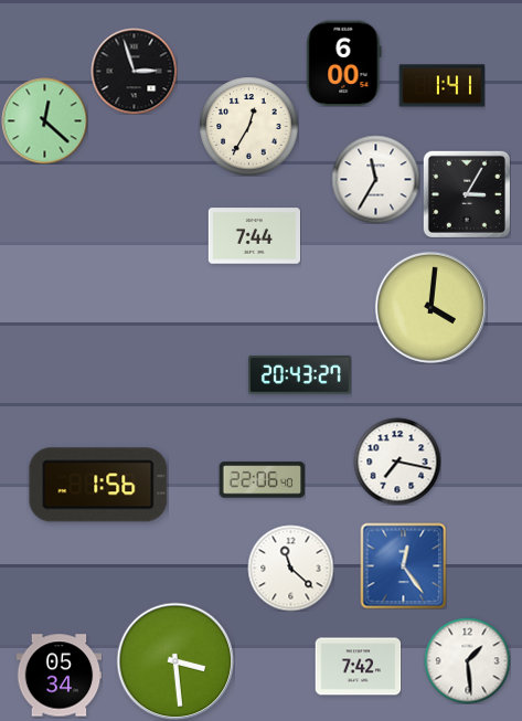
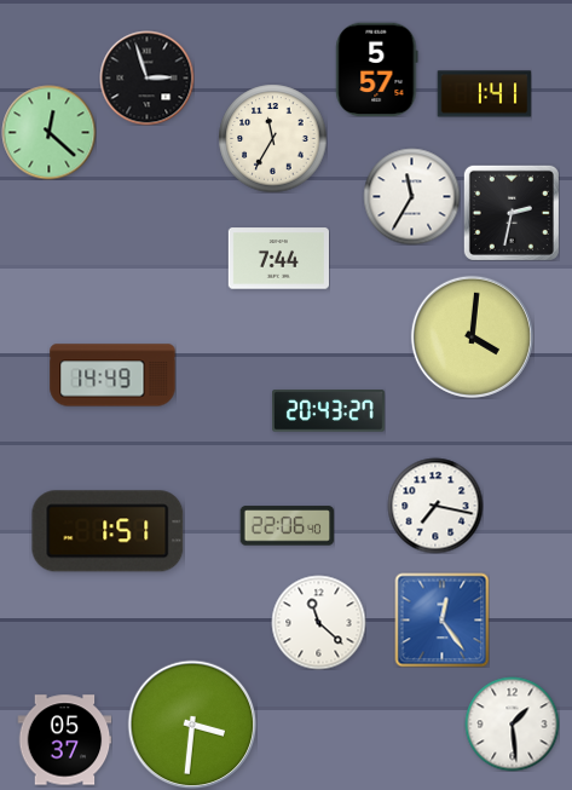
clock at (344, 63): 6:00 -> 5:57
clock at (248, 126): 12:35 -> 11:35
clock at (467, 194): 3:05 -> 2:32
clock at (112, 375): none -> 14:49
clock at (98, 485): 1:56 -> 1:51
clock at (175, 661): 3:29 -> 3:31
clock at (358, 667): 7:42 -> none
clock at (58, 676): 05:34 -> 05:37
